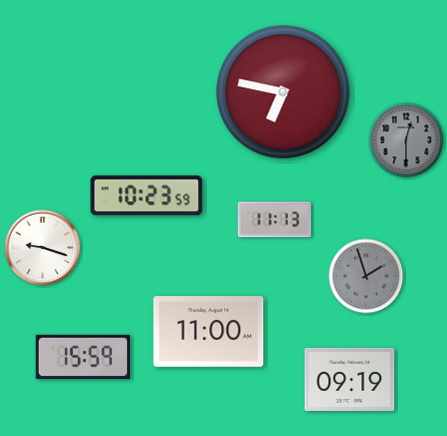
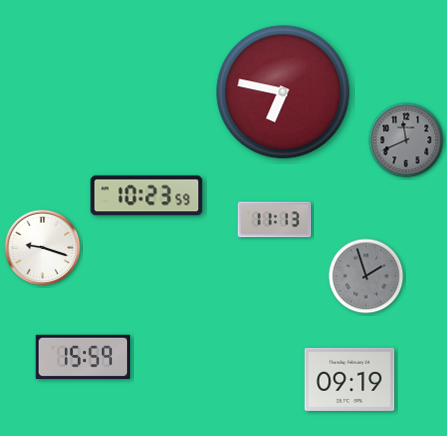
clock at (406, 140): 12:30 -> 11:41
clock at (209, 332): 11:00 -> none
